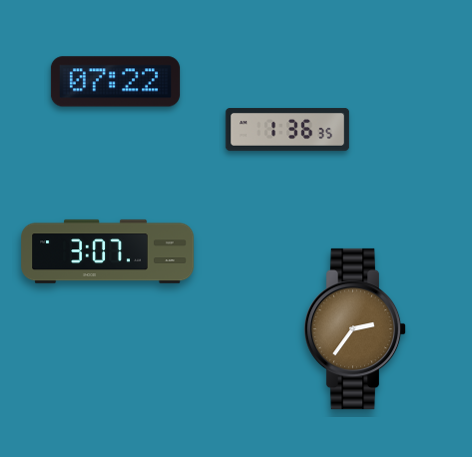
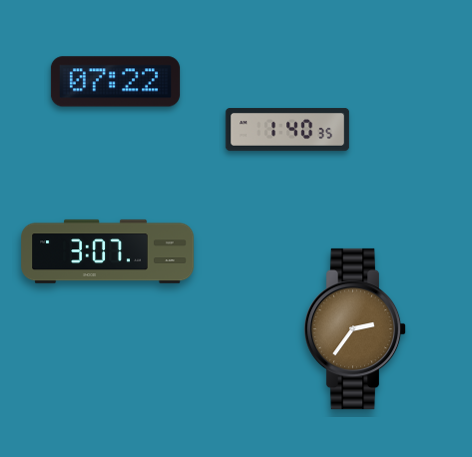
clock at (288, 129): 1:36 -> 1:40
